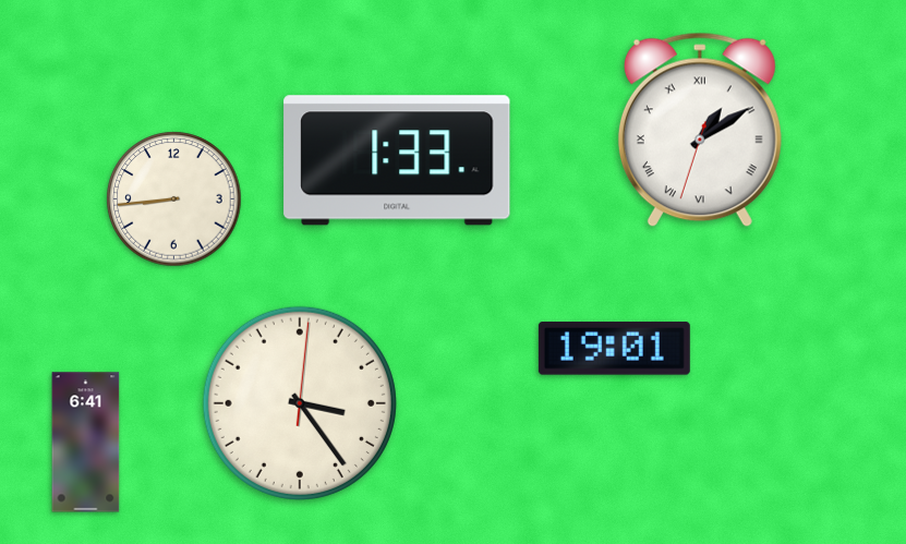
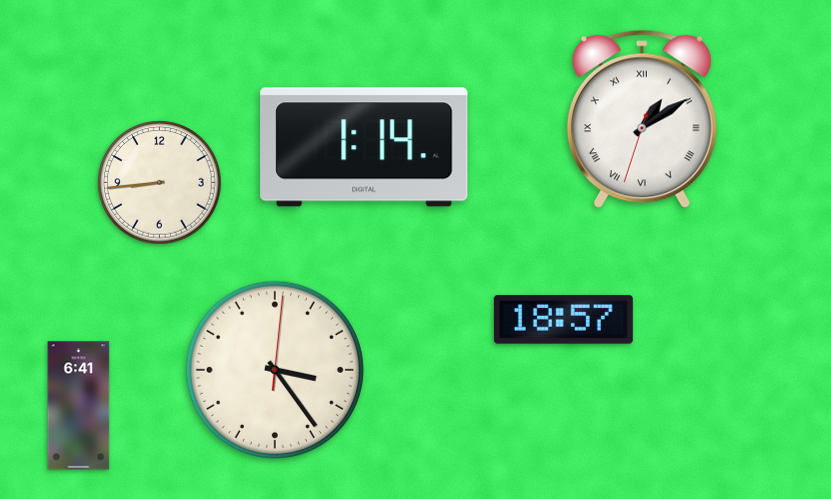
clock at (397, 160): 1:33 -> 1:14
clock at (614, 349): 19:01 -> 18:57
